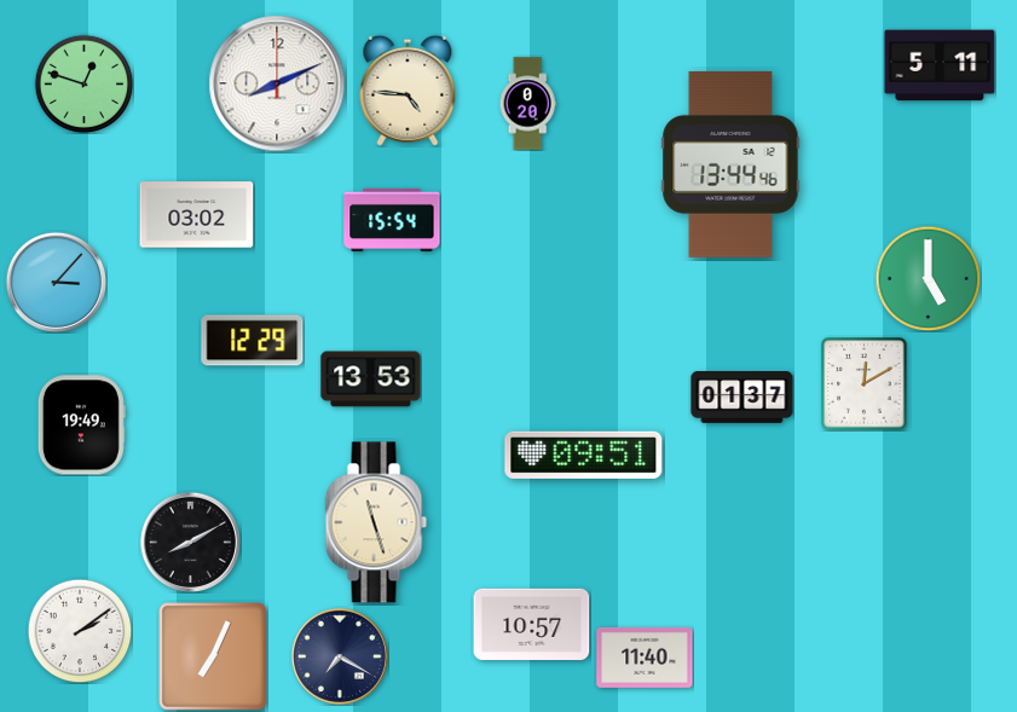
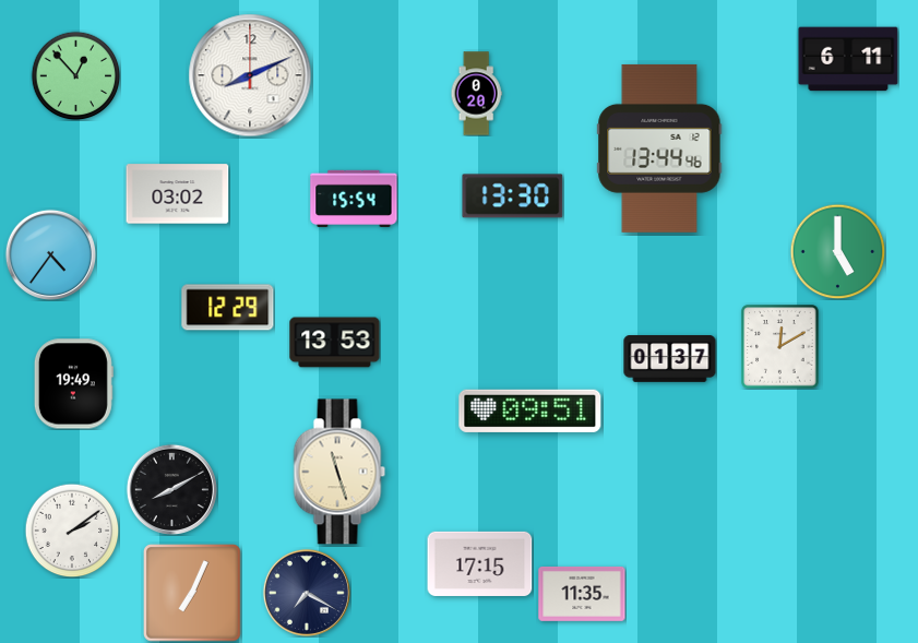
clock at (940, 65): 5:11 -> 6:11
clock at (83, 83): 12:48 -> 12:53
clock at (408, 91): 4:46 -> none
clock at (513, 197): none -> 13:30
clock at (56, 282): 3:07 -> 4:36
clock at (584, 455) position: (584, 455) -> (530, 410)
clock at (532, 624): 10:57 -> 17:15
clock at (80, 631) position: (80, 631) -> (72, 531)
clock at (645, 658): 11:40 -> 11:35
